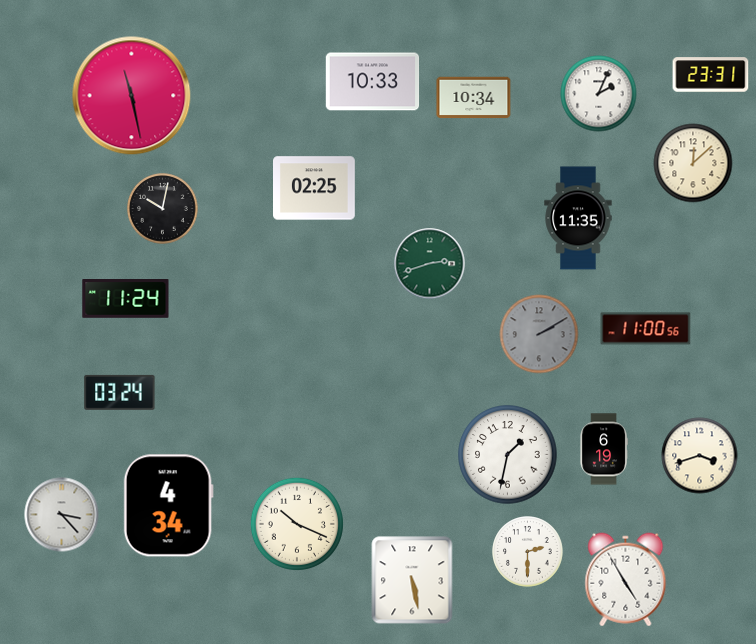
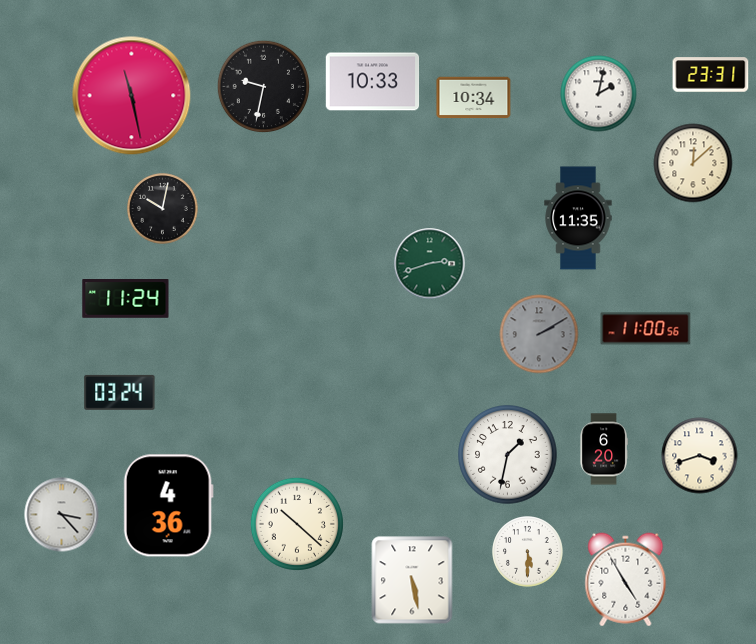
clock at (263, 86): none -> 9:32
clock at (599, 94): 2:04 -> 2:02
clock at (315, 188): 02:25 -> none
clock at (604, 449): 6:19 -> 6:20
clock at (168, 506): 4:34 -> 4:36
clock at (297, 524): 10:19 -> 10:22
clock at (528, 552): 2:30 -> 5:30
